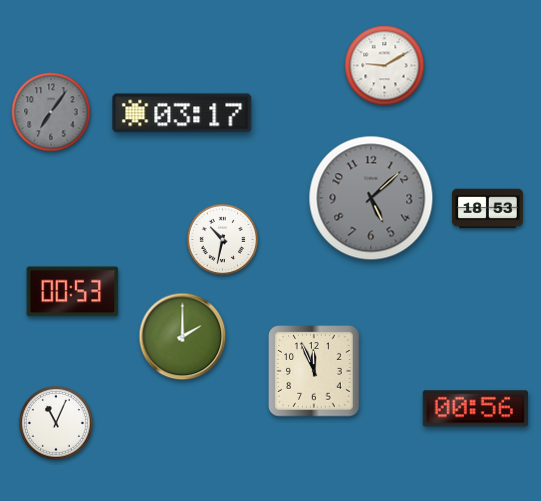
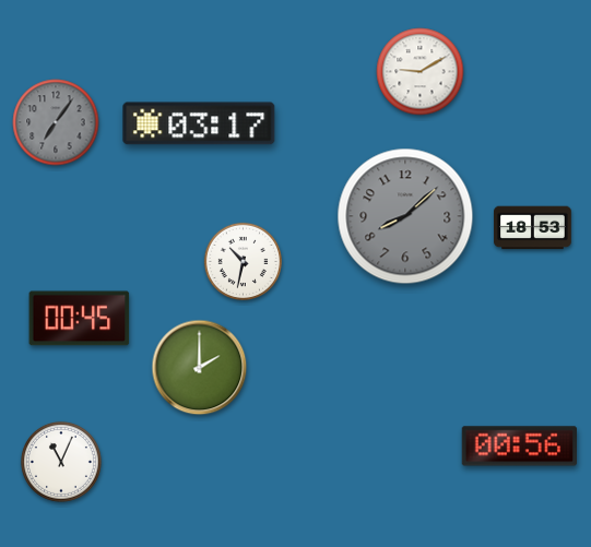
clock at (371, 198): 5:08 -> 8:08
clock at (73, 292): 00:53 -> 00:45
clock at (314, 371): 11:56 -> none
